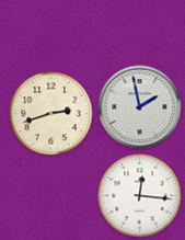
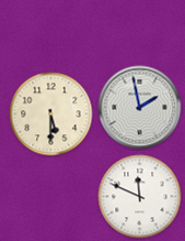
clock at (51, 114): 2:42 -> 5:30
clock at (140, 196): 12:16 -> 11:49
